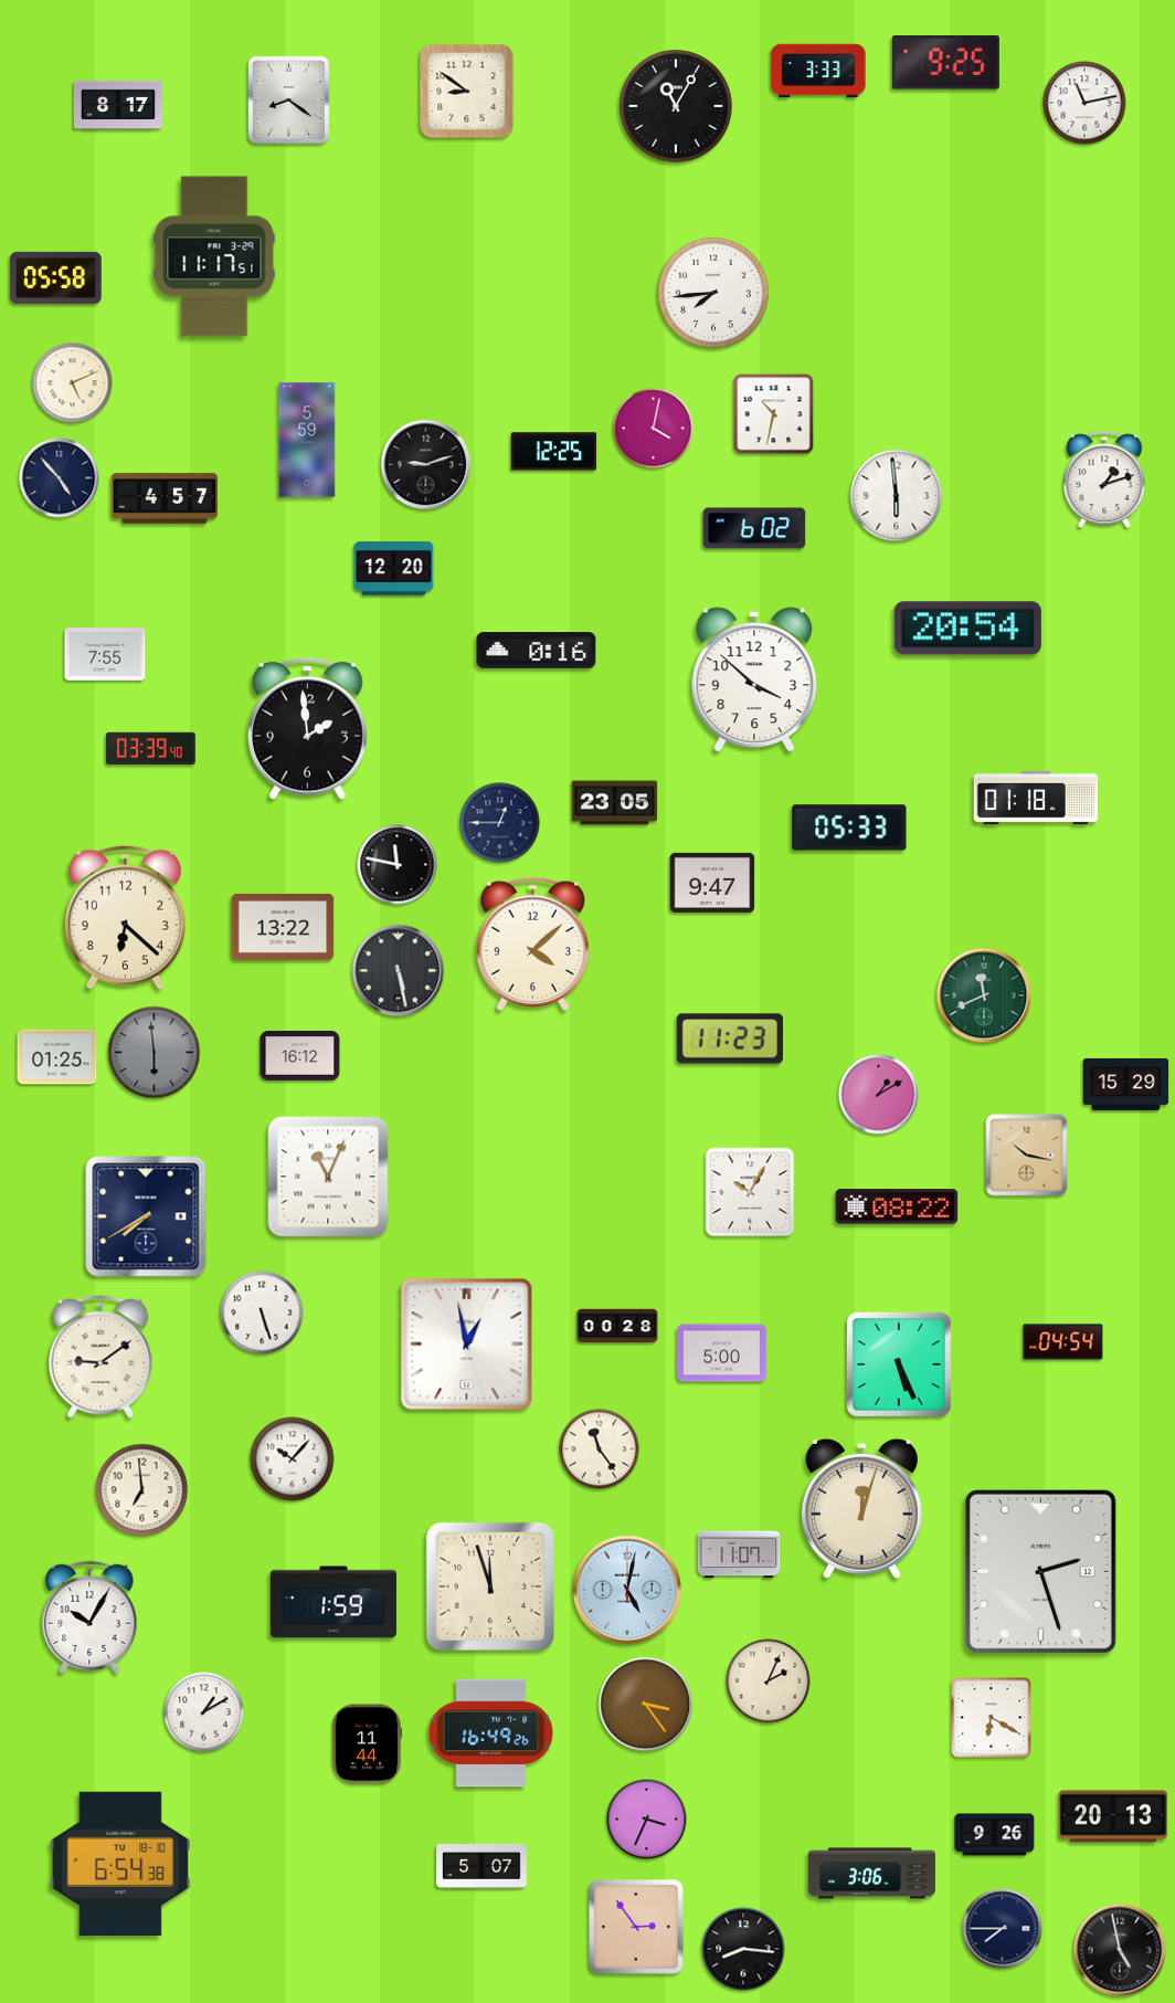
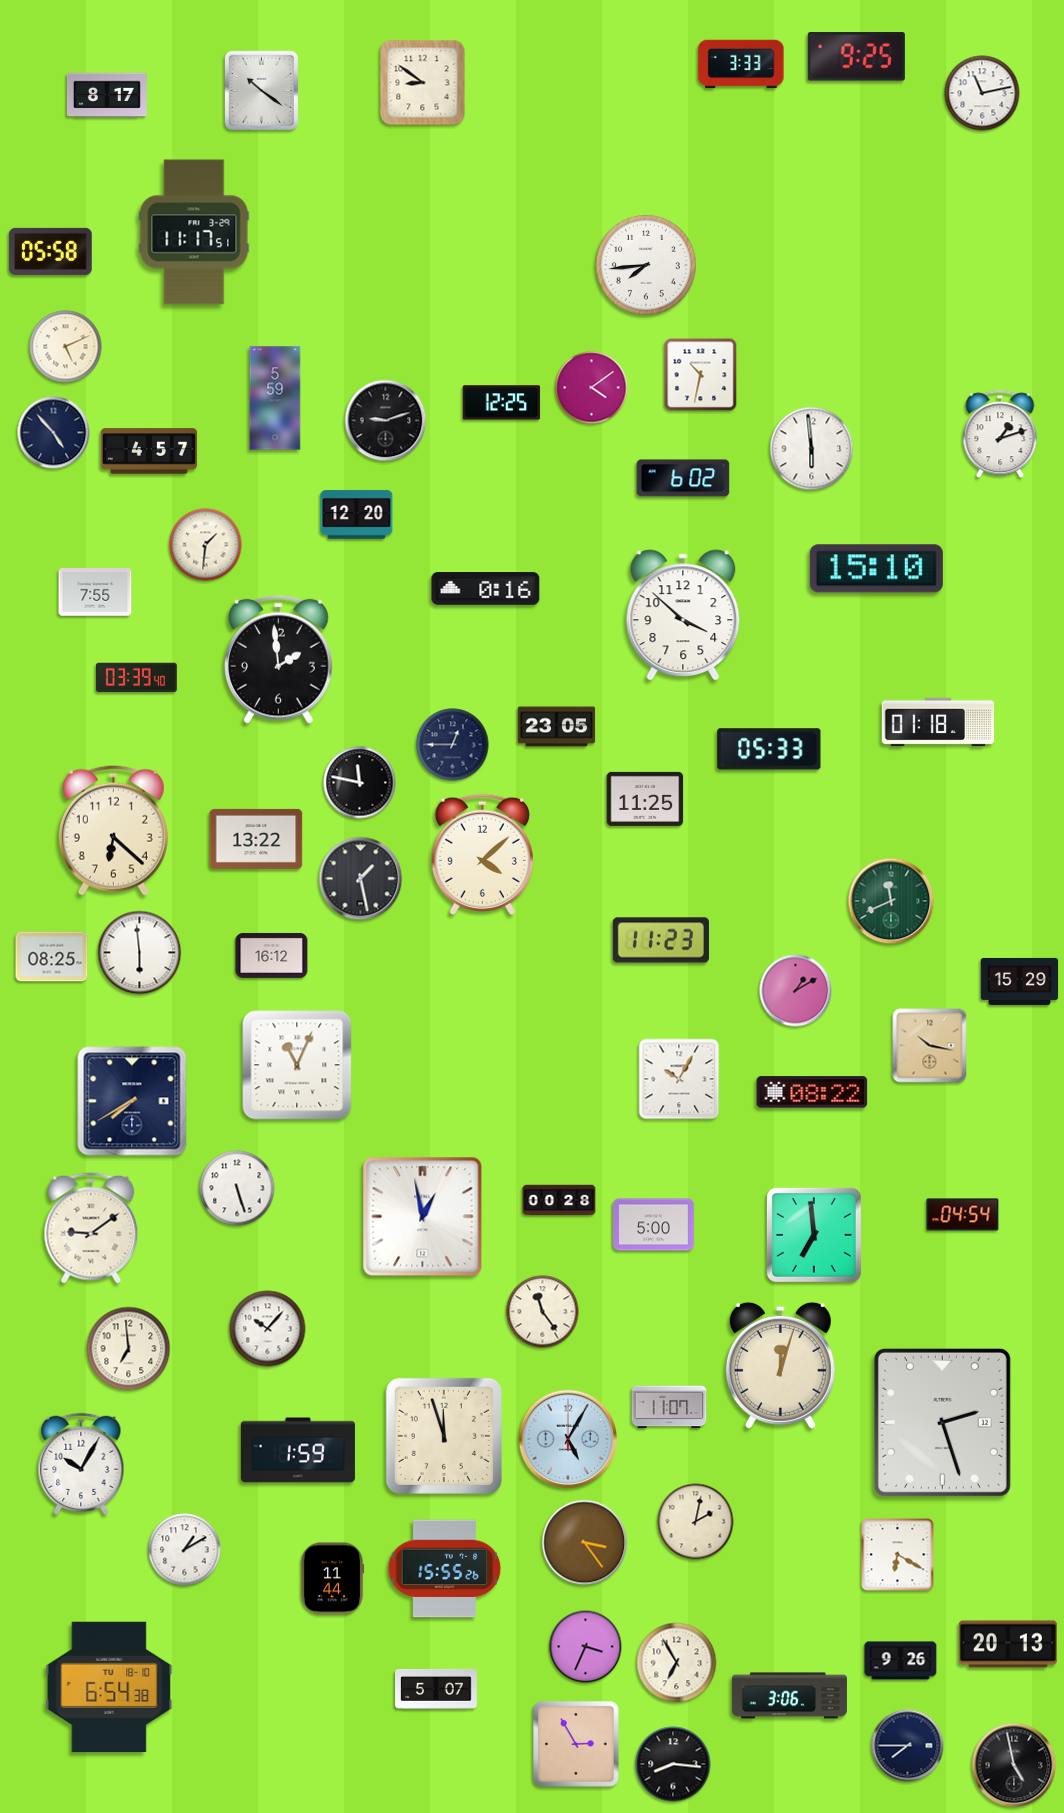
clock at (288, 99): 8:21 -> 10:21
clock at (676, 106): 11:05 -> none
clock at (654, 429): 4:02 -> 4:09
clock at (307, 440) position: (307, 440) -> (275, 398)
clock at (554, 452) position: (554, 452) -> (502, 403)
clock at (206, 545): none -> 1:31
clock at (967, 629): 20:54 -> 15:10
clock at (712, 883): 9:47 -> 11:25
clock at (399, 971): 5:28 -> 1:28
clock at (155, 1053) dial: grey -> white
clock at (57, 1057): 01:25 -> 08:25
clock at (899, 1364): 5:26 -> 6:59
clock at (293, 1459) position: (293, 1459) -> (268, 1329)
clock at (626, 1589): 5:02 -> 5:05
clock at (334, 1602) position: (334, 1602) -> (298, 1450)
clock at (769, 1682): 2:04 -> 2:02
clock at (491, 1733): 16:49 -> 15:55
clock at (677, 1663): none -> 6:55
clock at (636, 1927): 2:54 -> 2:55
